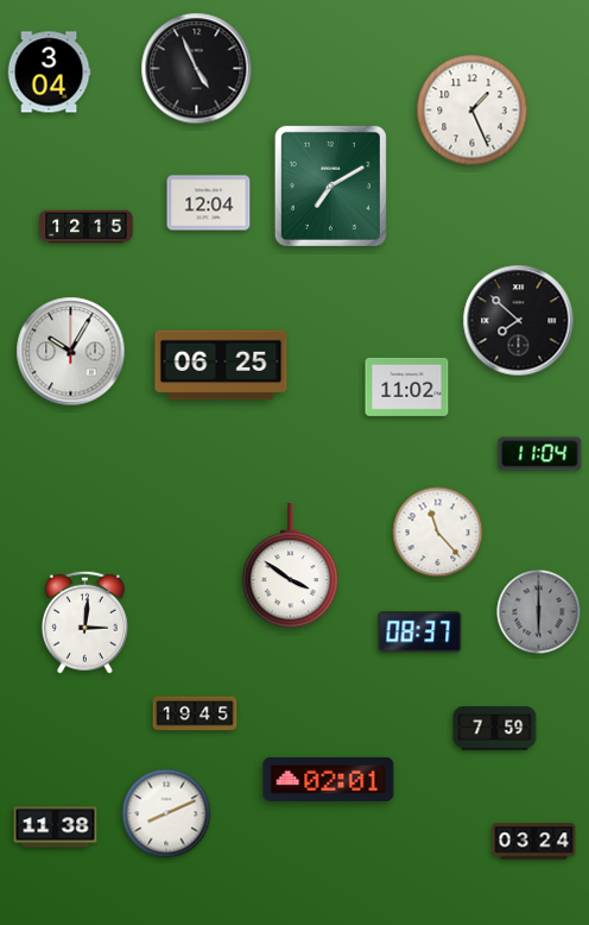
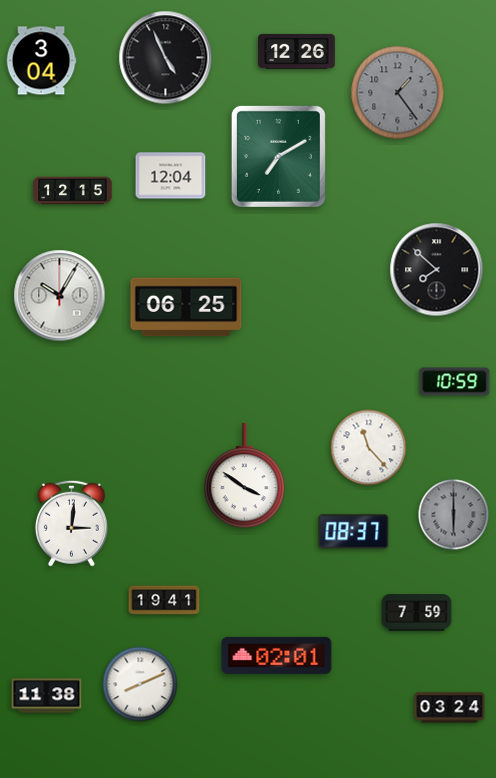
clock at (297, 51): none -> 12:26
clock at (473, 111): 1:26 -> 1:24
clock at (473, 111) dial: white -> grey
clock at (209, 203) position: (209, 203) -> (171, 176)
clock at (407, 386): 11:02 -> none
clock at (540, 454): 11:04 -> 10:59
clock at (195, 713): 19:45 -> 19:41
